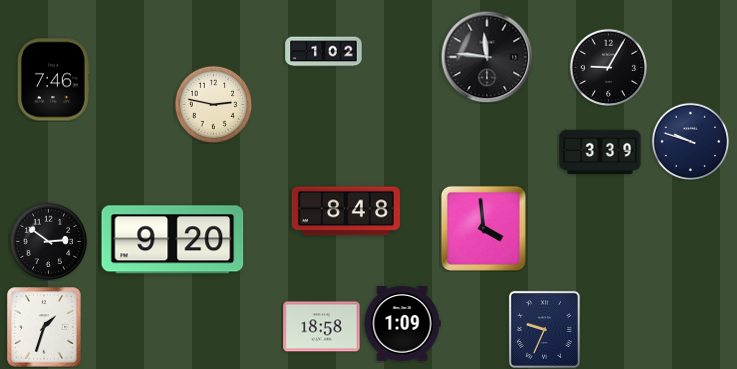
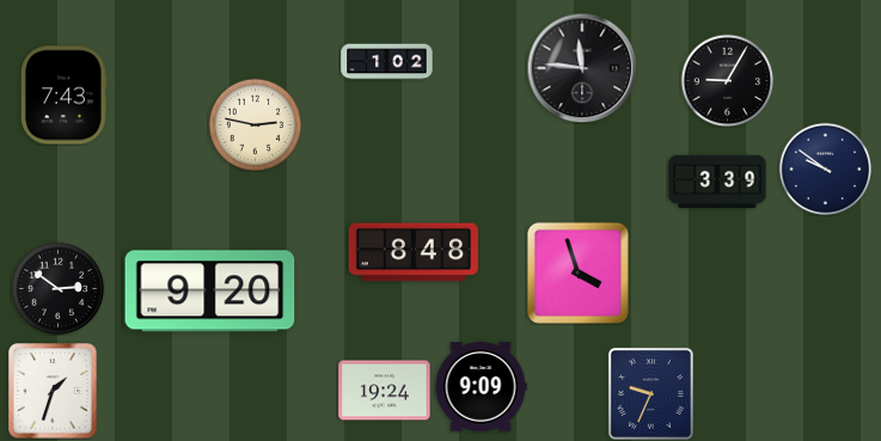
clock at (54, 80): 7:46 -> 7:43
clock at (690, 141): 9:48 -> 9:51
clock at (483, 228): 3:59 -> 3:57
clock at (173, 240) position: (173, 240) -> (210, 292)
clock at (402, 324): 1:09 -> 9:09
clock at (322, 327): 18:58 -> 19:24
